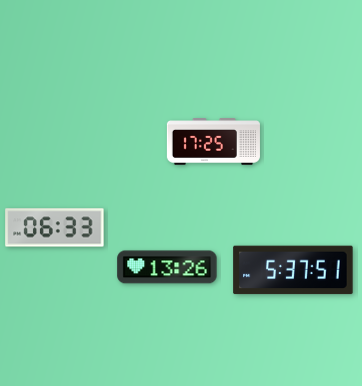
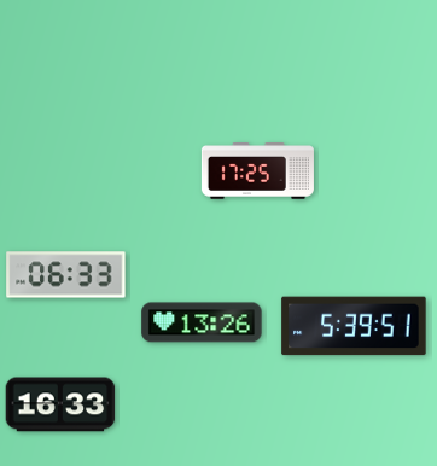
clock at (293, 270): 5:37 -> 5:39
clock at (60, 404): none -> 16:33
